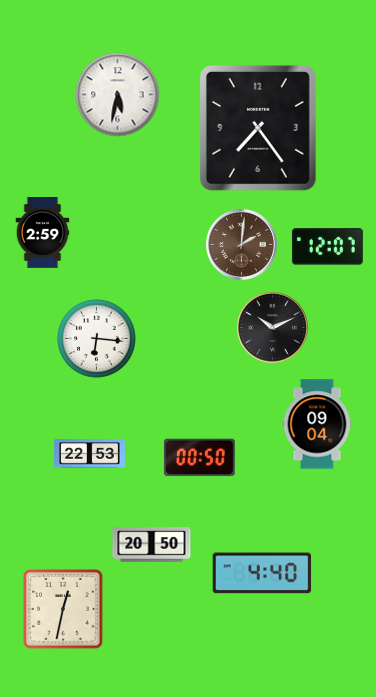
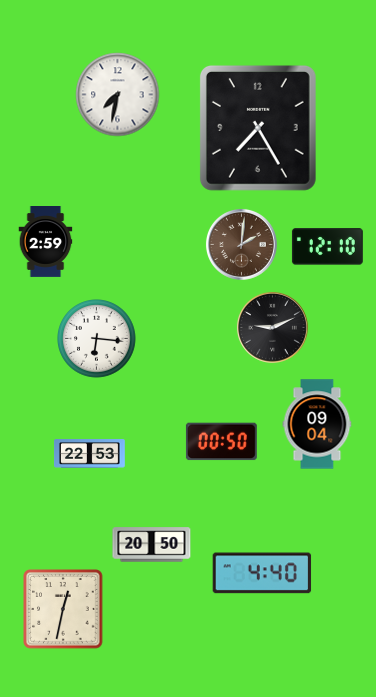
clock at (118, 95): 5:32 -> 7:32
clock at (258, 128): 7:24 -> 7:25
clock at (43, 233) position: (43, 233) -> (46, 242)
clock at (327, 247): 12:07 -> 12:10
clock at (272, 327): 10:11 -> 9:11
clock at (199, 458) position: (199, 458) -> (221, 442)
